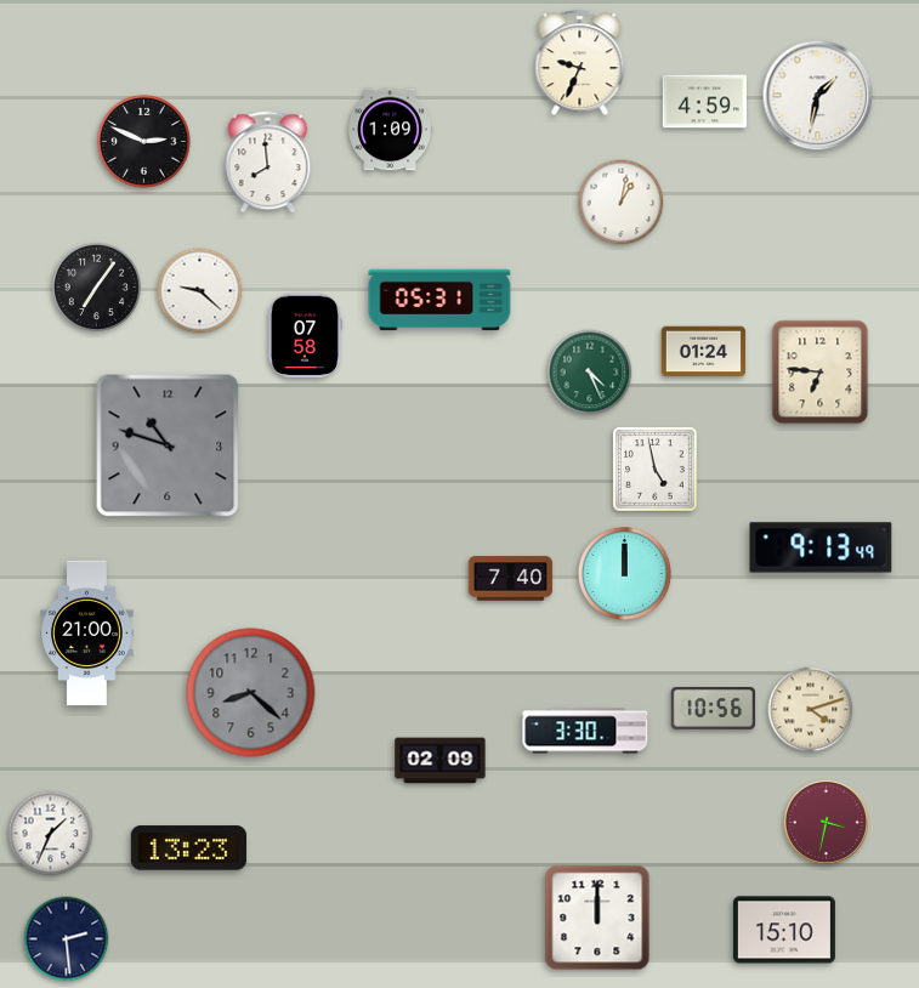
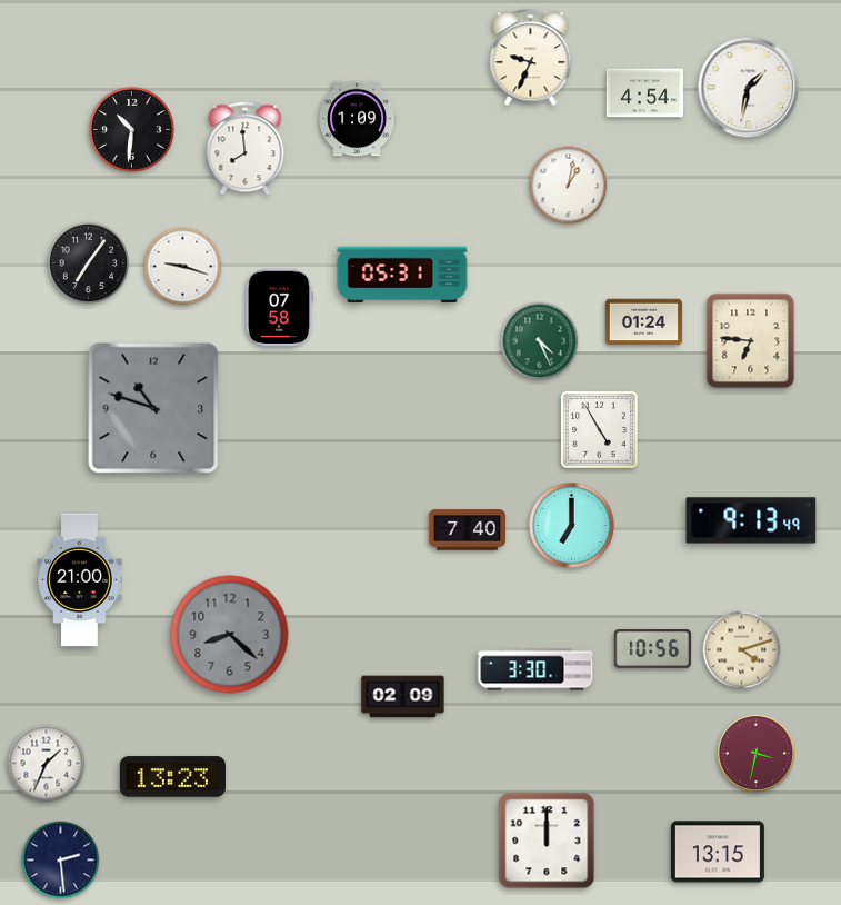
clock at (705, 102): 4:59 -> 4:54
clock at (144, 142): 2:49 -> 10:31
clock at (200, 291): 9:22 -> 9:18
clock at (656, 470): 4:58 -> 4:55
clock at (821, 547) position: (821, 547) -> (751, 520)
clock at (625, 574): 12:00 -> 7:00
clock at (784, 930): 15:10 -> 13:15
